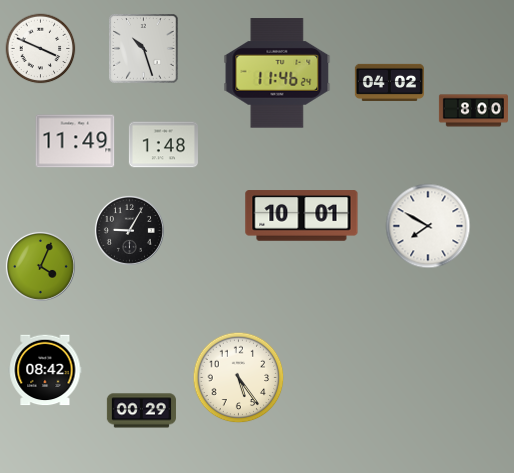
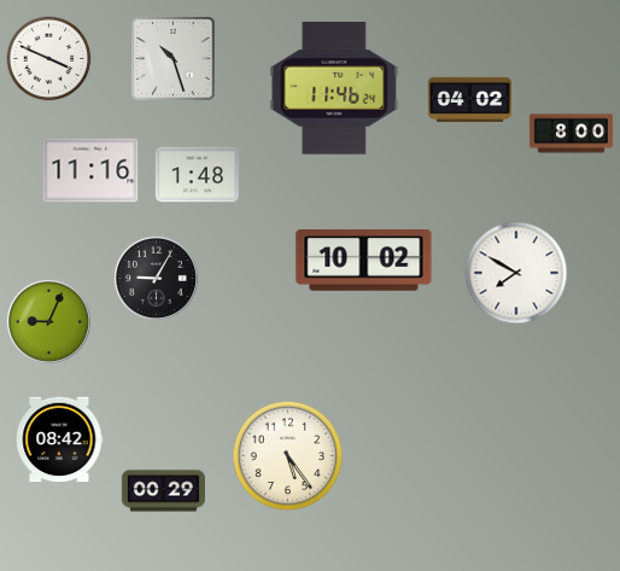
clock at (75, 141): 11:49 -> 11:16
clock at (302, 216): 10:01 -> 10:02
clock at (40, 266): 4:04 -> 9:04
clock at (45, 370) position: (45, 370) -> (59, 439)
clock at (141, 411) position: (141, 411) -> (163, 491)
